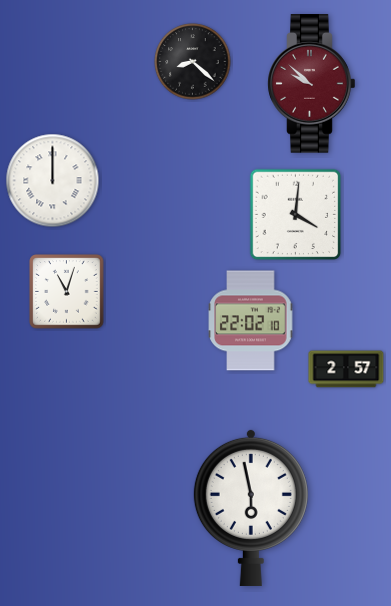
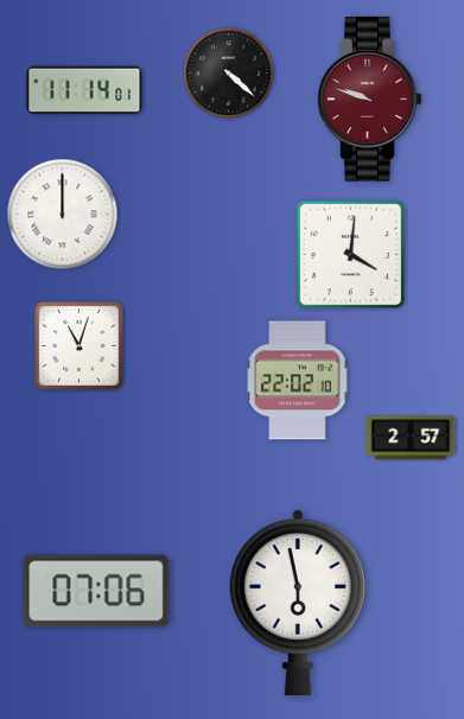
clock at (193, 62): 8:22 -> 4:22
clock at (84, 90): none -> 11:14
clock at (312, 84): 9:52 -> 9:48
clock at (96, 591): none -> 07:06
